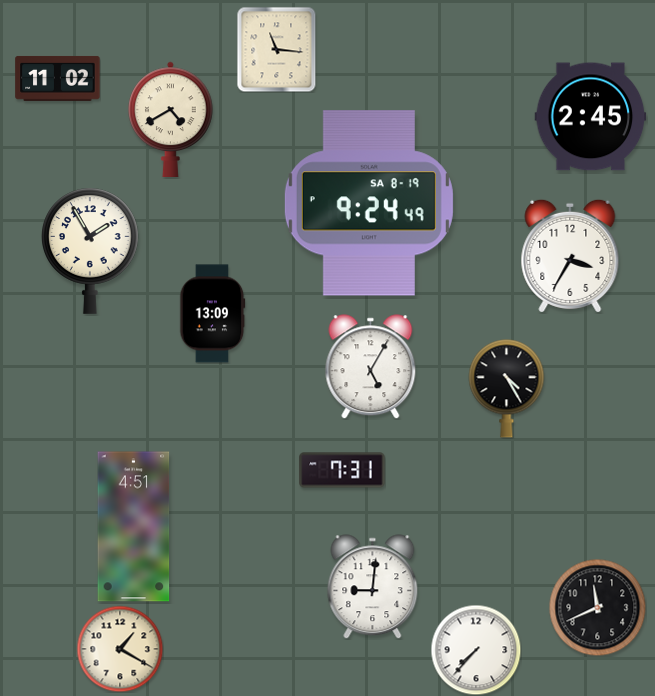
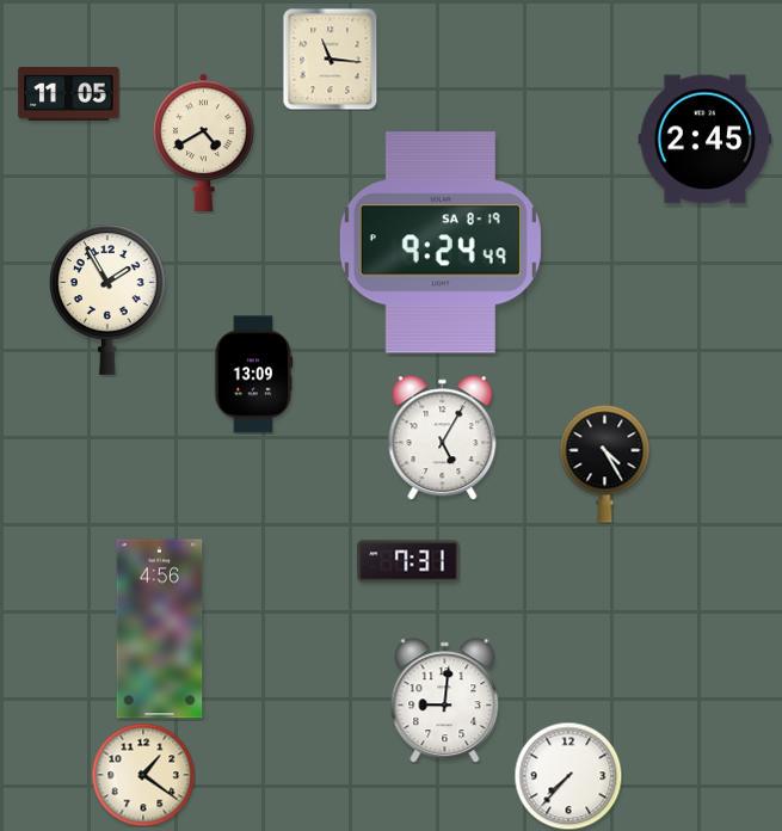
clock at (58, 78): 11:02 -> 11:05
clock at (570, 256): 3:35 -> none
clock at (134, 527): 4:51 -> 4:56
clock at (597, 607): 11:41 -> none
clock at (120, 649): 1:20 -> 1:21
